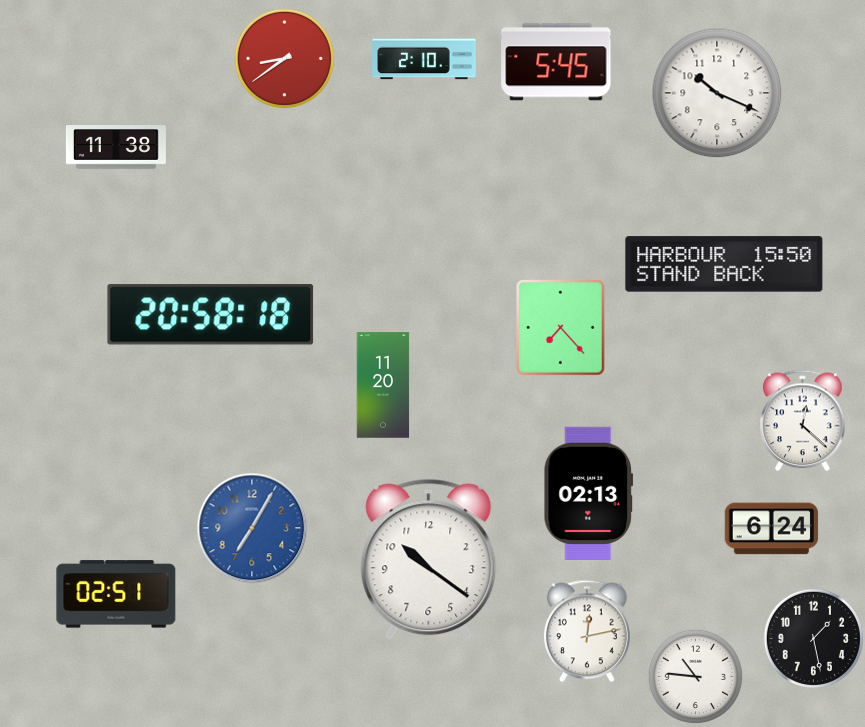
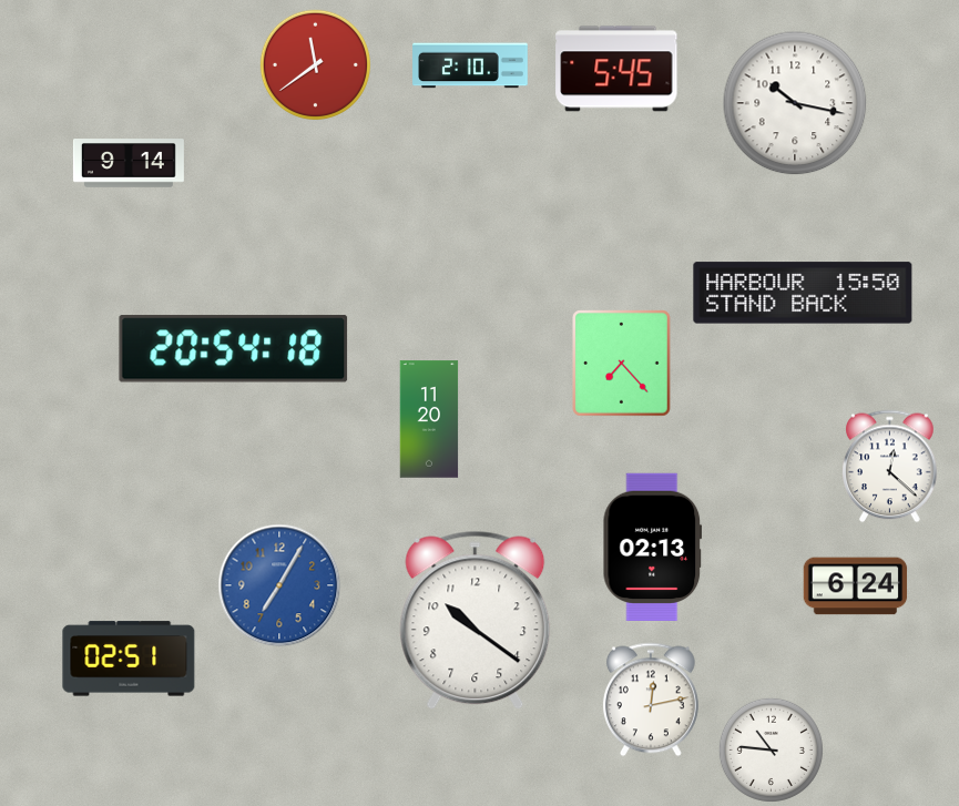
clock at (284, 58): 8:39 -> 11:39
clock at (717, 93): 10:19 -> 10:17
clock at (116, 147): 11:38 -> 9:14
clock at (211, 315): 20:58 -> 20:54
clock at (383, 385) position: (383, 385) -> (429, 419)
clock at (813, 638): 1:28 -> none
